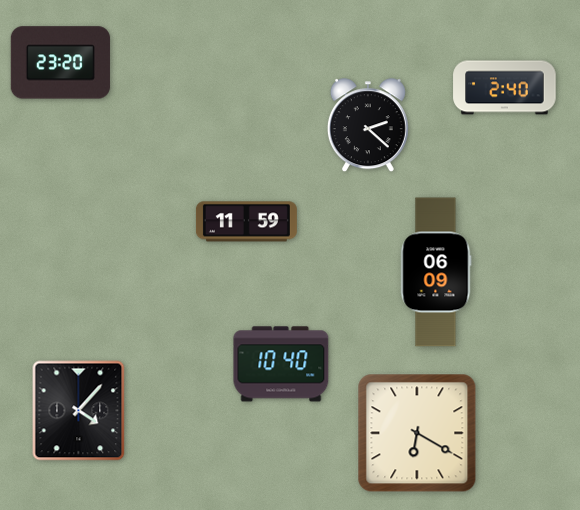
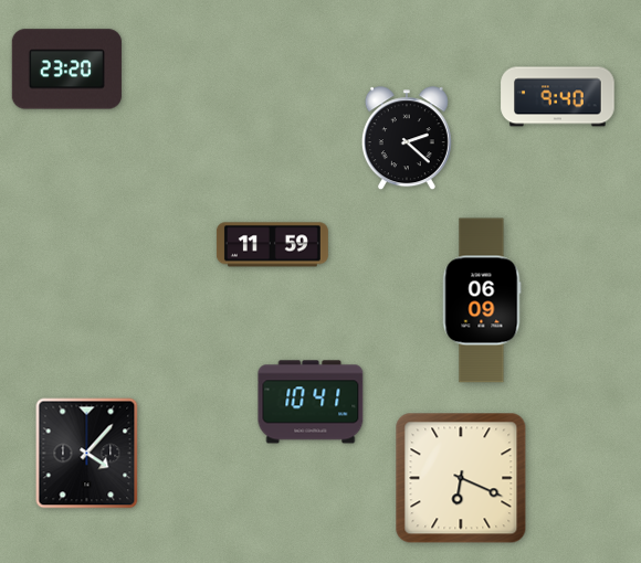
clock at (505, 88): 2:40 -> 9:40
clock at (281, 364): 10:40 -> 10:41
clock at (417, 433): 6:20 -> 6:19
